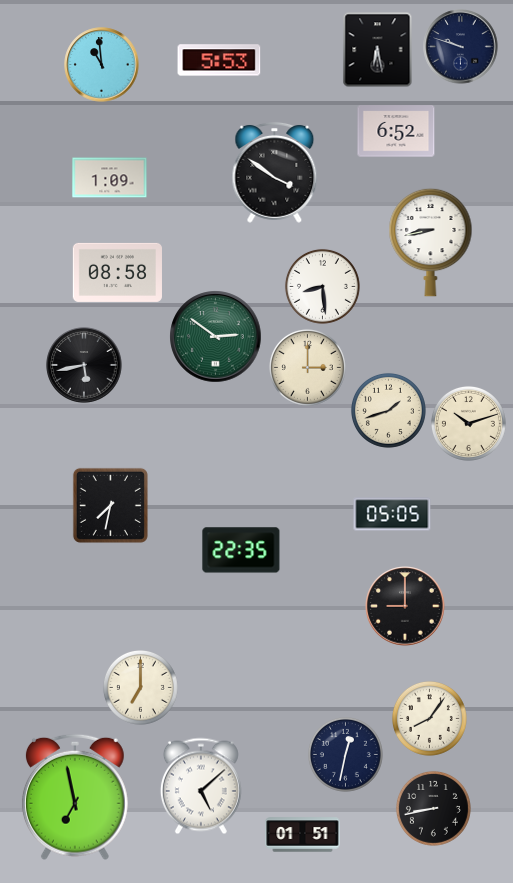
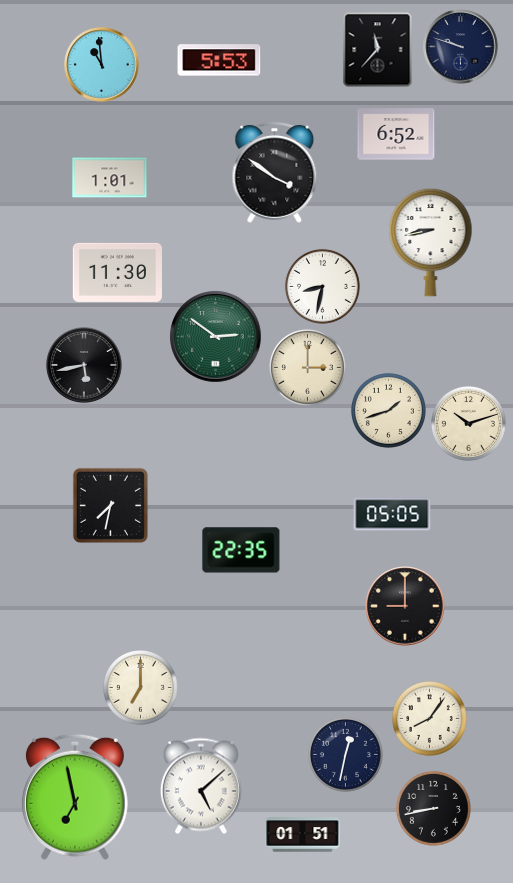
clock at (378, 50): 6:28 -> 11:37
clock at (396, 131) position: (396, 131) -> (396, 134)
clock at (110, 178): 1:09 -> 1:01
clock at (117, 272): 08:58 -> 11:30
clock at (322, 286): 8:29 -> 8:32
